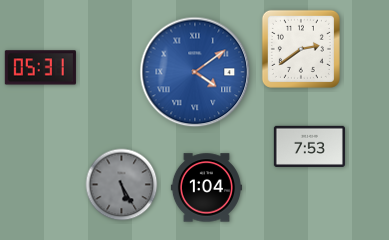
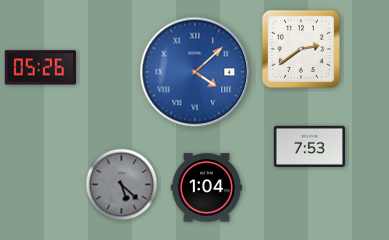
clock at (40, 68): 05:31 -> 05:26
clock at (195, 72): 4:09 -> 4:08
clock at (122, 185): 5:25 -> 5:22
